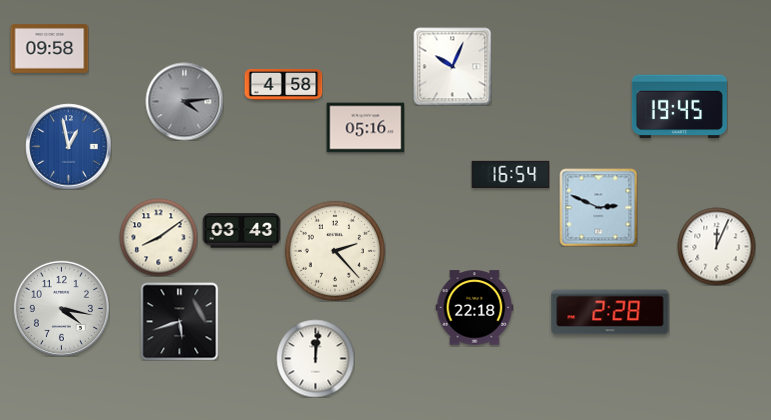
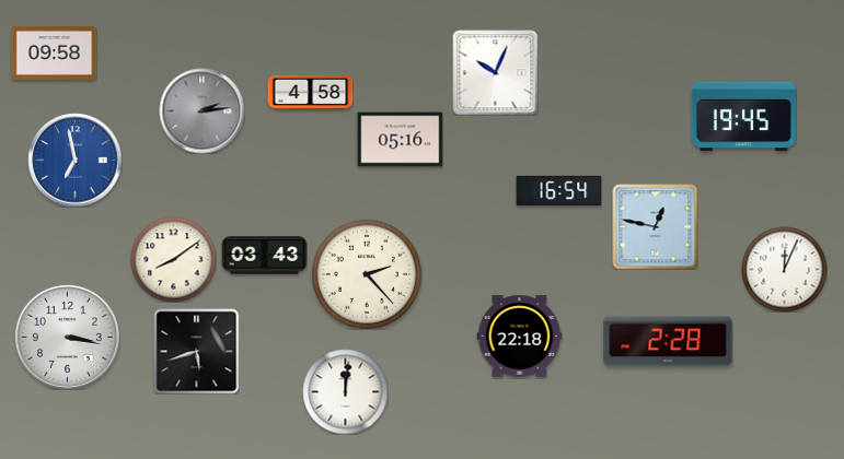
clock at (184, 101): 4:14 -> 2:14
clock at (68, 146): 12:58 -> 6:58
clock at (598, 207): 2:49 -> 12:47
clock at (241, 231) position: (241, 231) -> (264, 256)
clock at (61, 308): 4:17 -> 3:17
